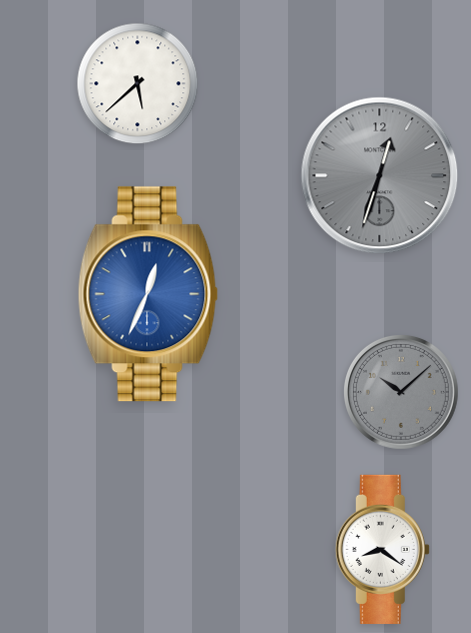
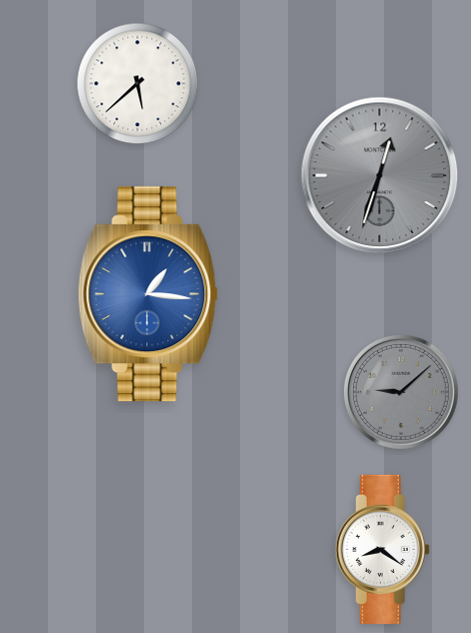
clock at (148, 294): 12:34 -> 1:16
clock at (401, 392): 10:08 -> 9:08
